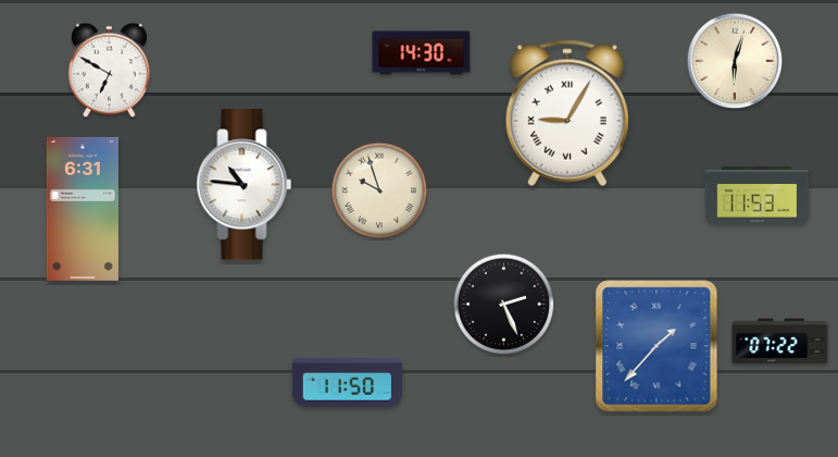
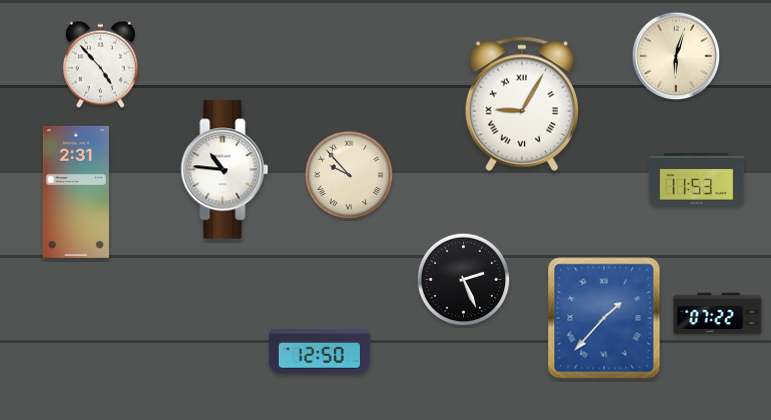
clock at (422, 53): 14:30 -> none
clock at (110, 71): 6:50 -> 4:53
clock at (379, 190): 9:57 -> 9:53
clock at (83, 209): 6:31 -> 2:31
clock at (347, 383): 11:50 -> 12:50
